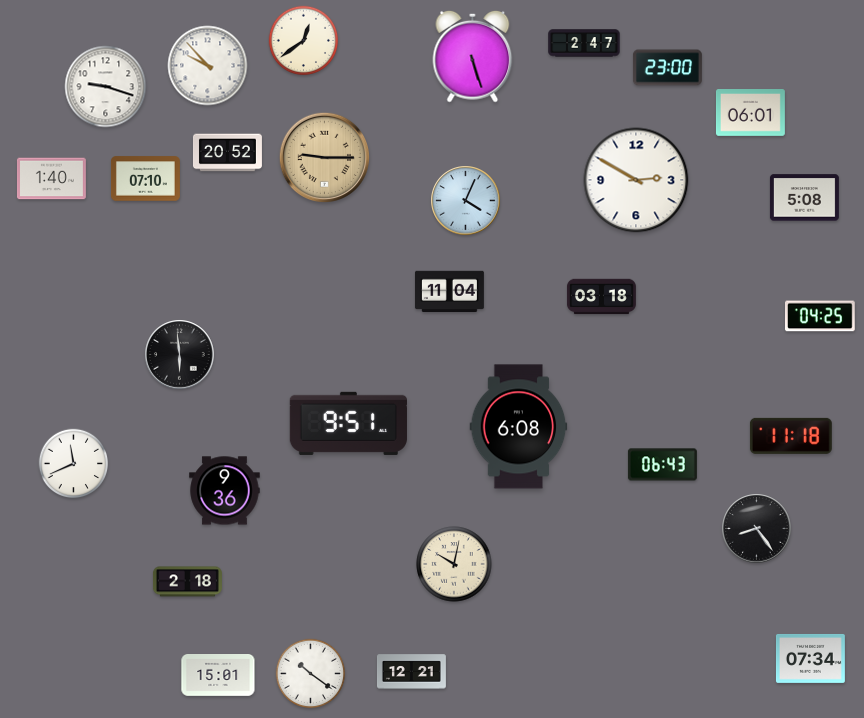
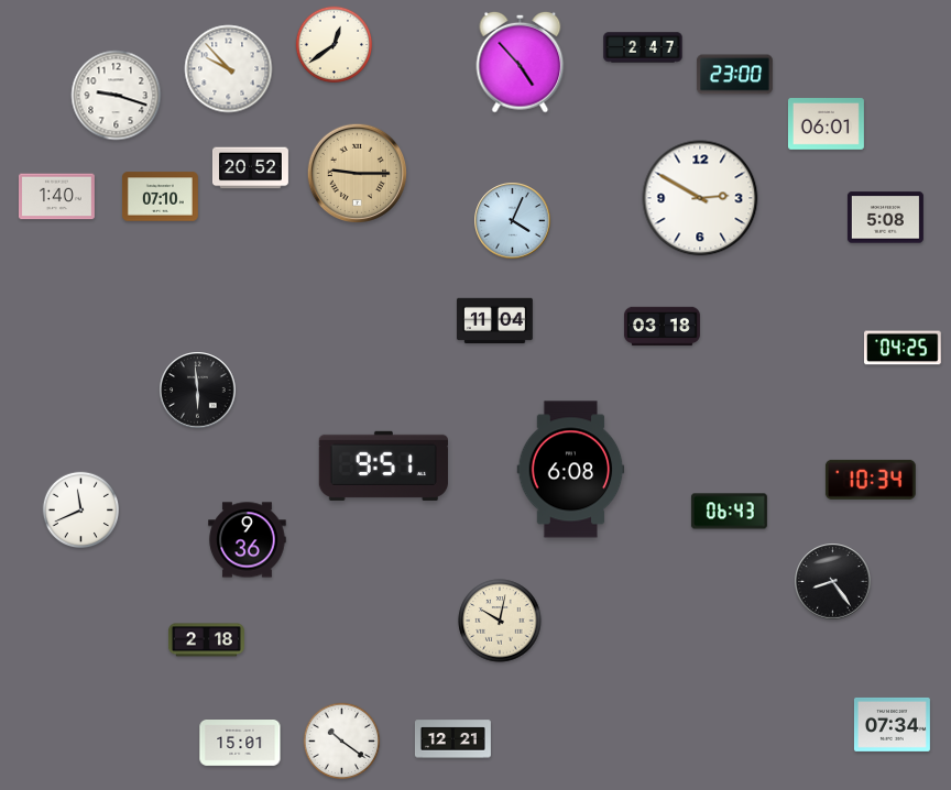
clock at (473, 56): 5:27 -> 4:53
clock at (208, 66) position: (208, 66) -> (229, 69)
clock at (791, 436): 11:18 -> 10:34
